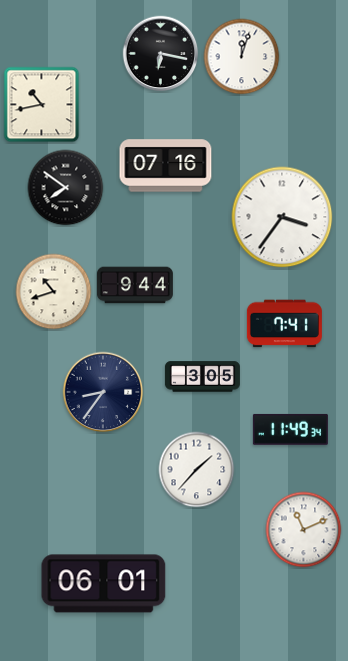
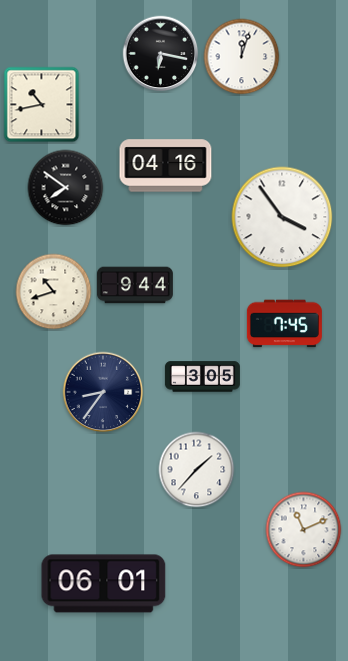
clock at (166, 166): 07:16 -> 04:16
clock at (282, 217): 3:36 -> 3:54
clock at (284, 324): 7:41 -> 7:45
clock at (290, 429): 11:49 -> none
